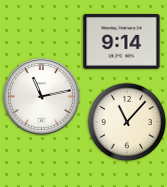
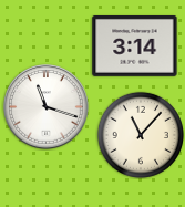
clock at (122, 42): 9:14 -> 3:14
clock at (42, 97): 11:13 -> 11:18
